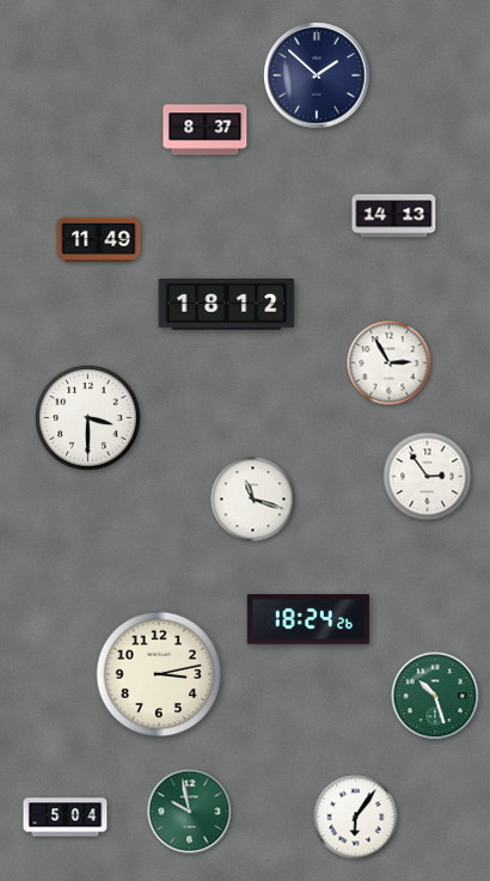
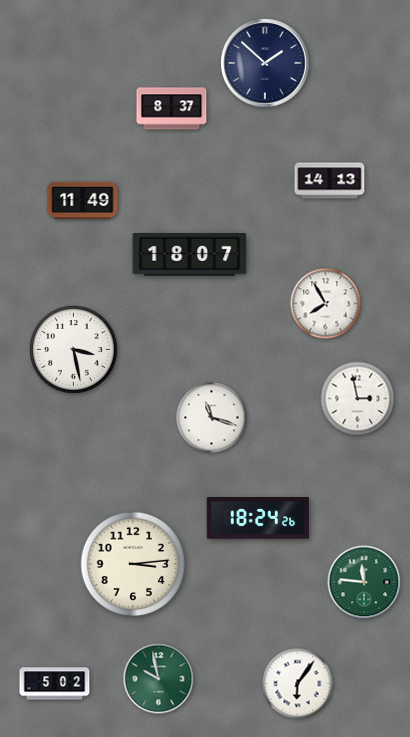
clock at (227, 305): 18:12 -> 18:07
clock at (390, 363): 2:55 -> 7:55
clock at (88, 418): 3:30 -> 3:28
clock at (428, 477): 2:54 -> 2:58
clock at (159, 674): 3:13 -> 3:14
clock at (435, 696): 10:27 -> 11:46
clock at (66, 818): 5:04 -> 5:02
